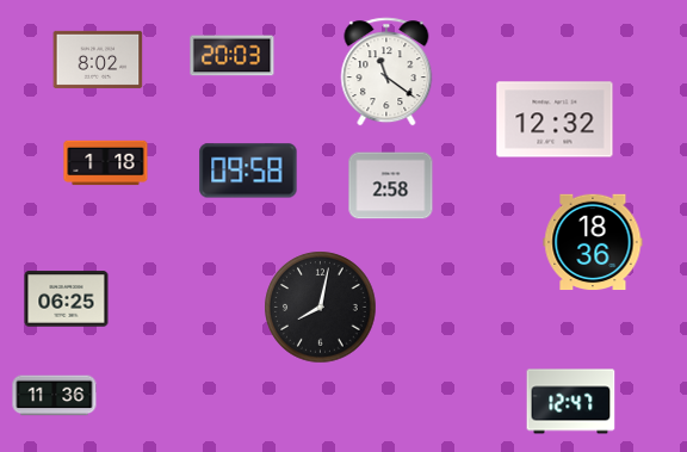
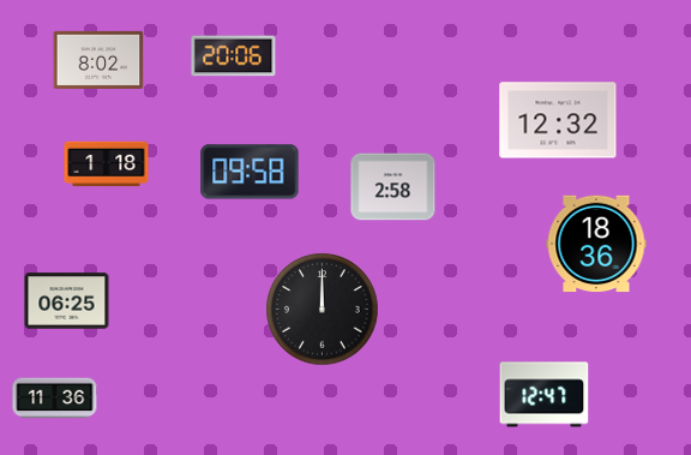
clock at (233, 56): 20:03 -> 20:06
clock at (386, 72): 11:21 -> none
clock at (321, 308): 8:02 -> 12:00
clock at (571, 402) position: (571, 402) -> (545, 395)
